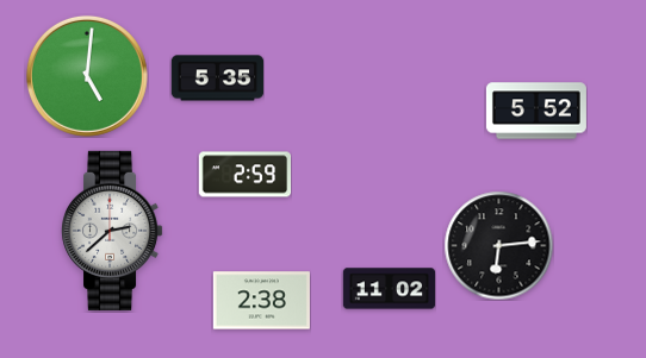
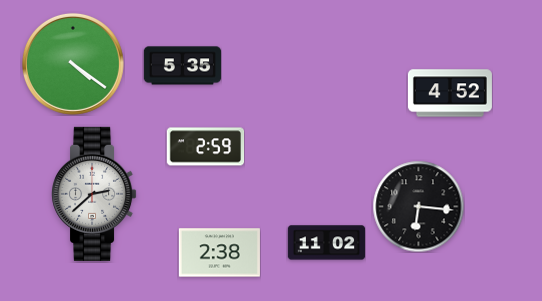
clock at (87, 76): 5:01 -> 4:21
clock at (536, 111): 5:52 -> 4:52
clock at (498, 245): 6:14 -> 6:16
